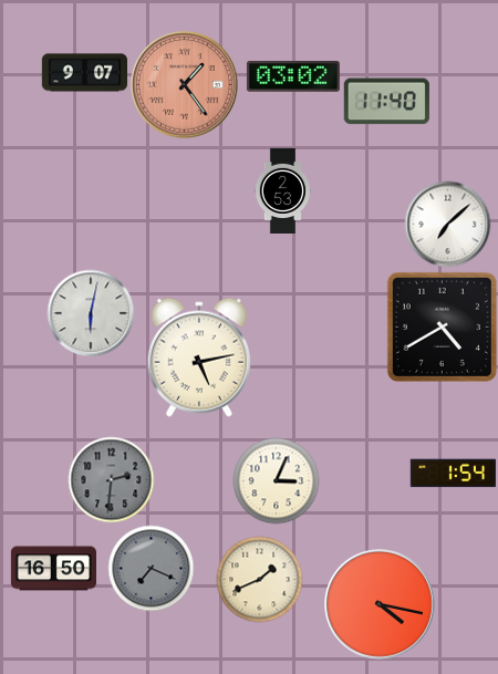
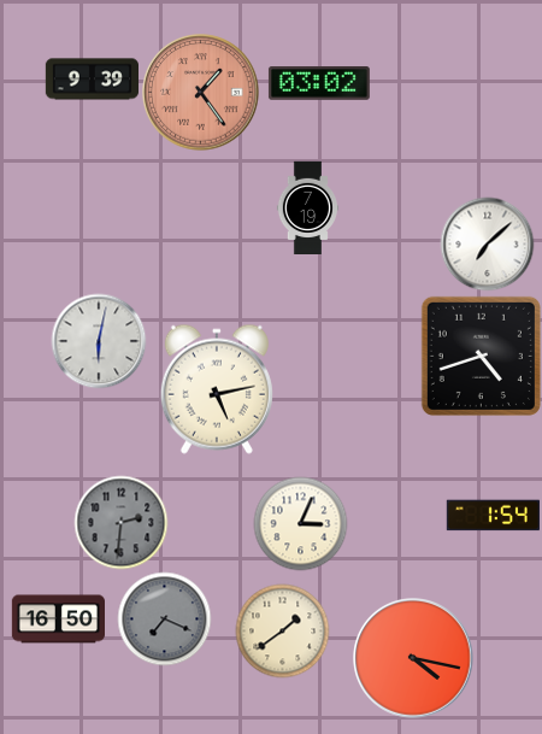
clock at (84, 73): 9:07 -> 9:39
clock at (386, 102): 11:40 -> none
clock at (282, 190): 2:53 -> 7:19
clock at (442, 326): 4:40 -> 4:42
clock at (259, 579): 1:41 -> 1:39
